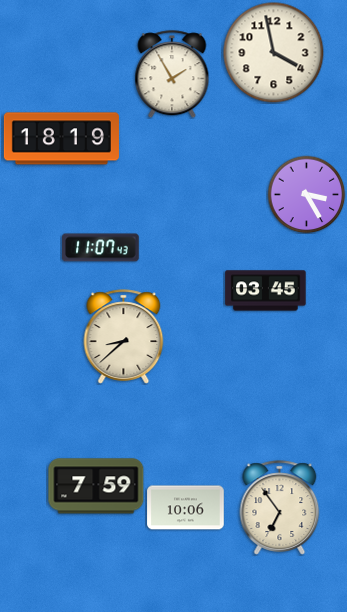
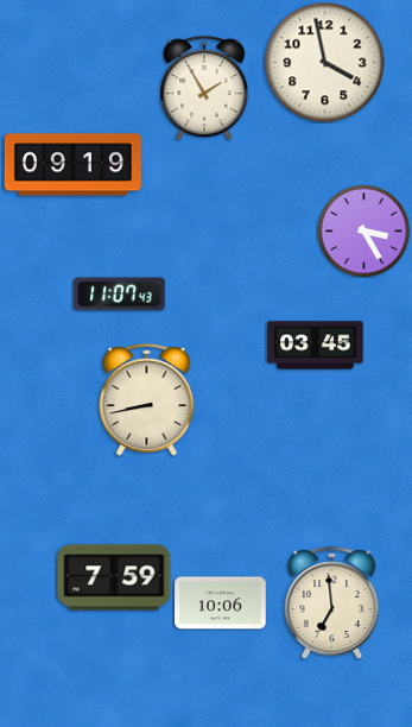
clock at (61, 139): 18:19 -> 09:19
clock at (124, 337): 8:38 -> 8:43
clock at (280, 508): 6:54 -> 6:59
